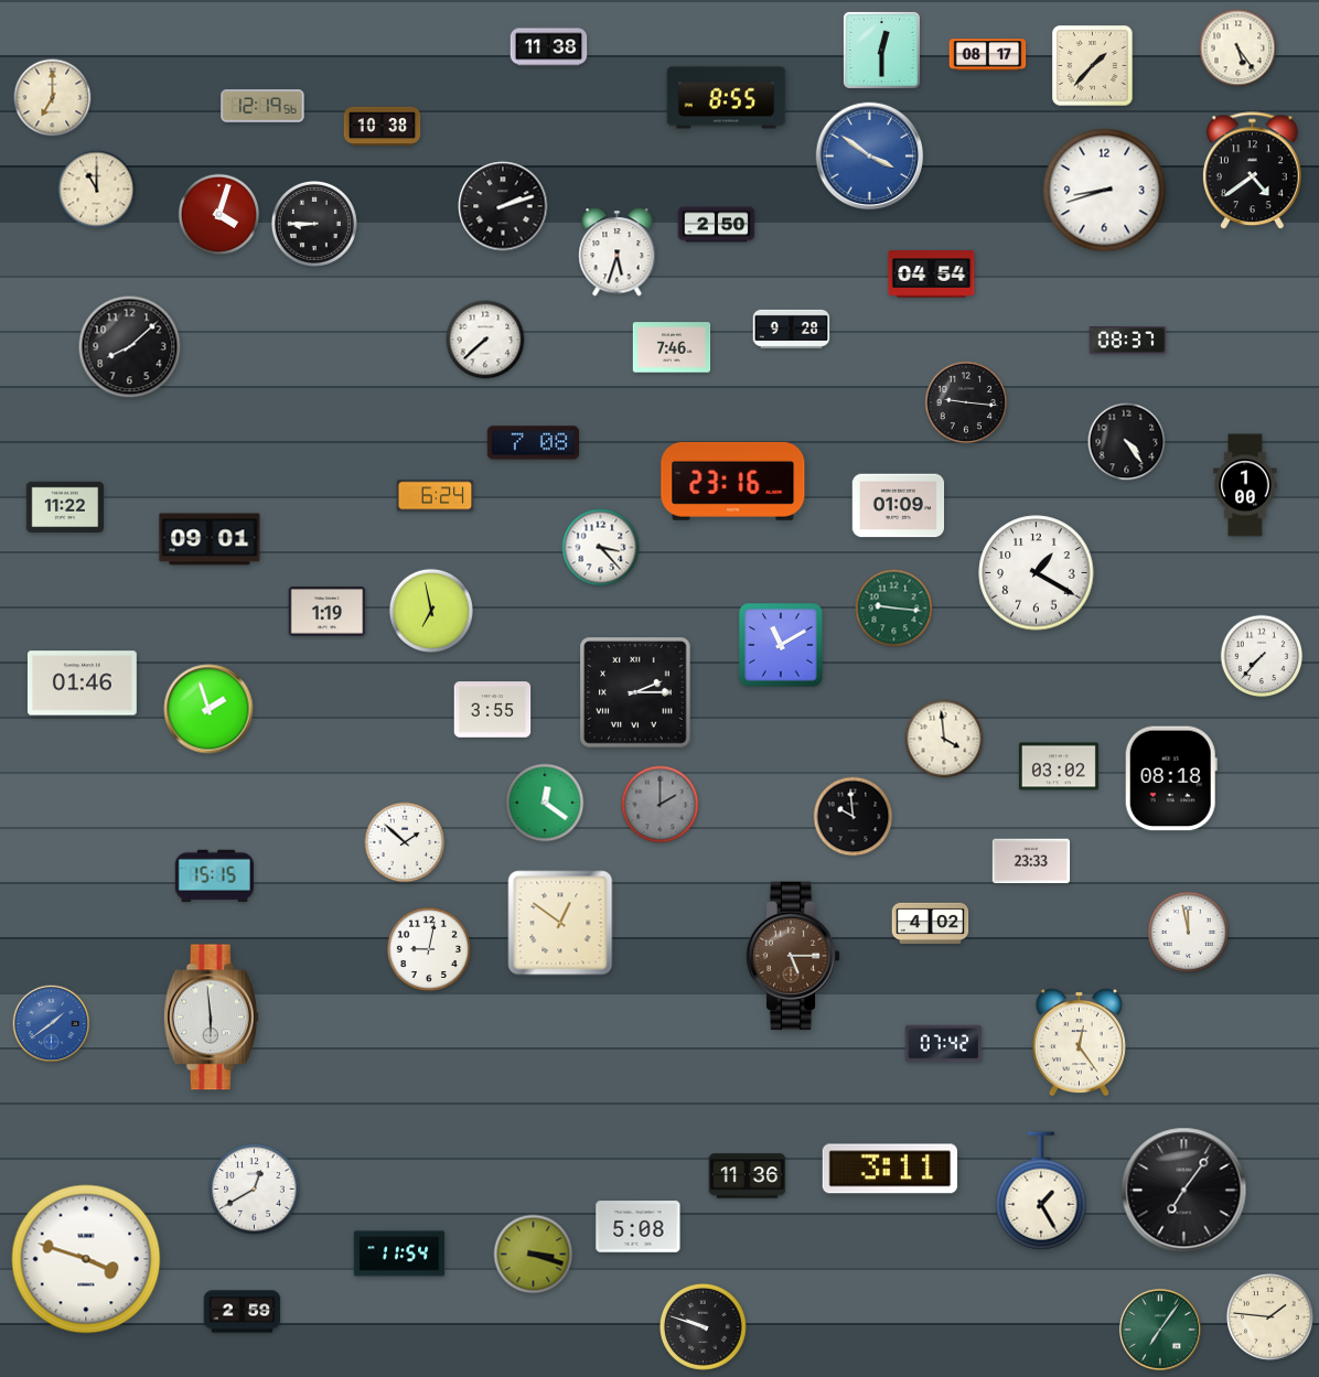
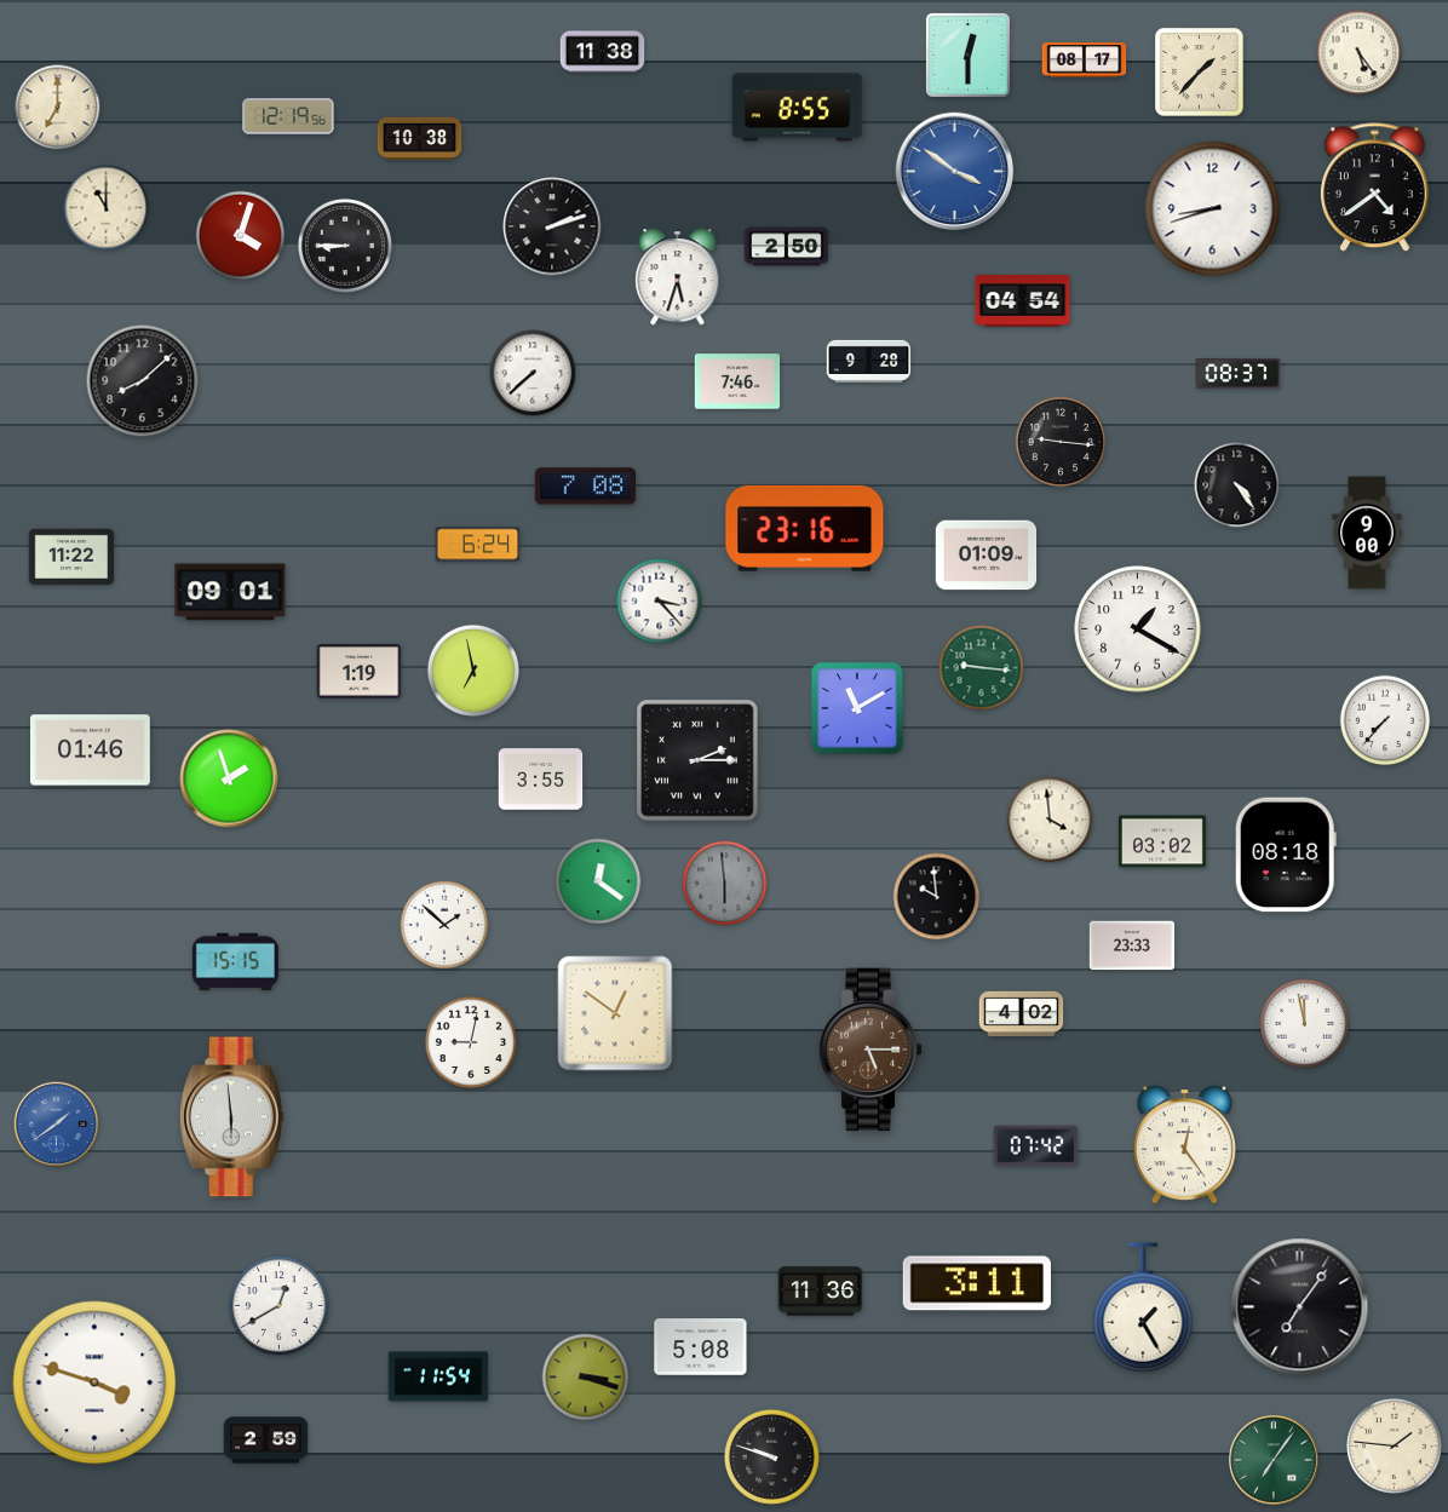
clock at (1245, 485): 1:00 -> 9:00
clock at (944, 739) position: (944, 739) -> (1050, 820)
clock at (661, 805): 2:00 -> 5:59
